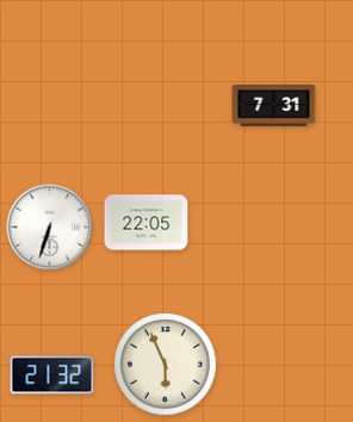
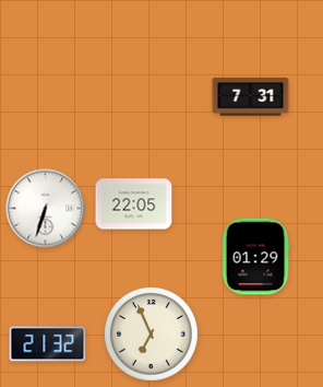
clock at (255, 257): none -> 01:29
clock at (166, 365): 5:56 -> 6:56
